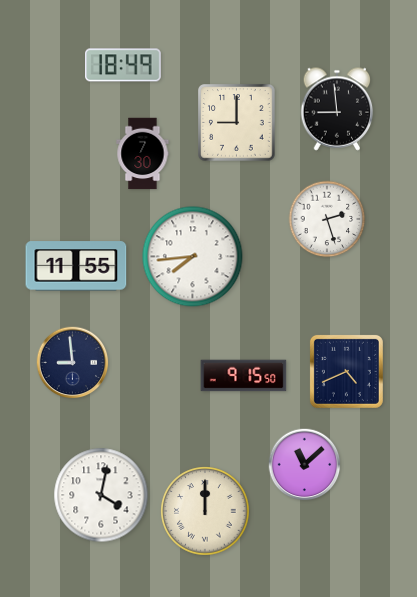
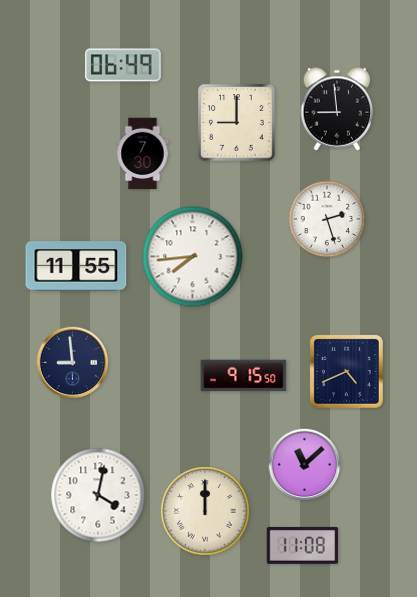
clock at (123, 65): 18:49 -> 06:49
clock at (101, 495) position: (101, 495) -> (98, 495)
clock at (303, 545): none -> 11:08
